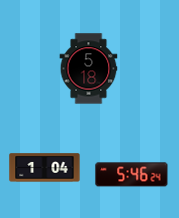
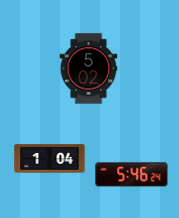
clock at (89, 69): 5:18 -> 5:02
clock at (45, 168) position: (45, 168) -> (50, 159)
